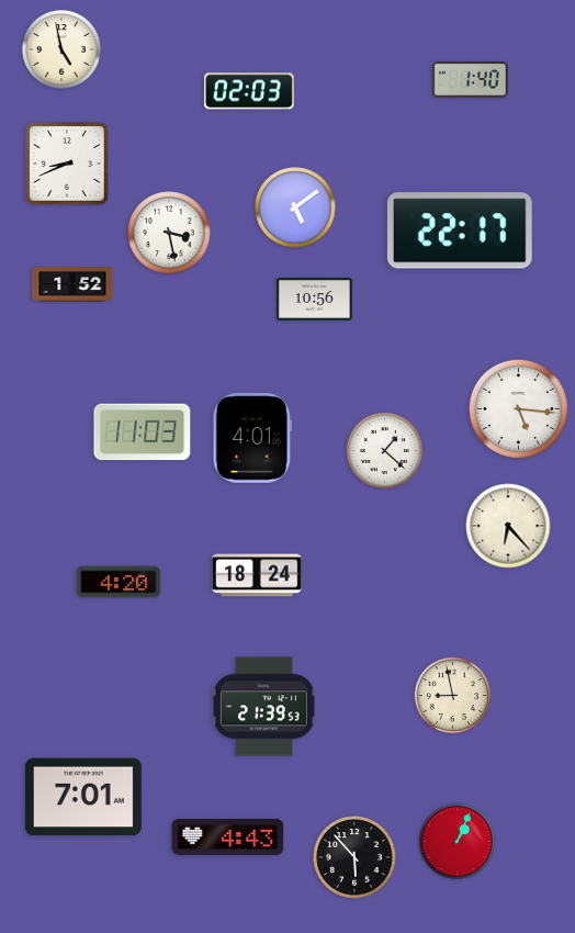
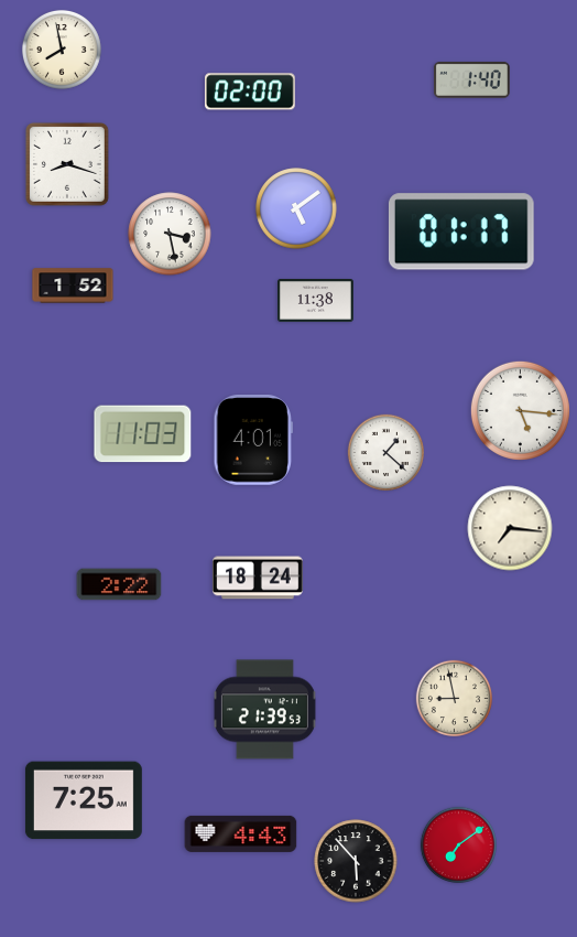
clock at (61, 49): 4:58 -> 7:58
clock at (250, 91): 02:03 -> 02:00
clock at (67, 164): 8:41 -> 8:18
clock at (460, 231): 22:17 -> 01:17
clock at (315, 300): 10:56 -> 11:38
clock at (508, 526): 6:23 -> 7:16
clock at (119, 582): 4:20 -> 2:22
clock at (83, 797): 7:01 -> 7:25
clock at (228, 836) position: (228, 836) -> (241, 833)
clock at (456, 841): 1:04 -> 7:09
